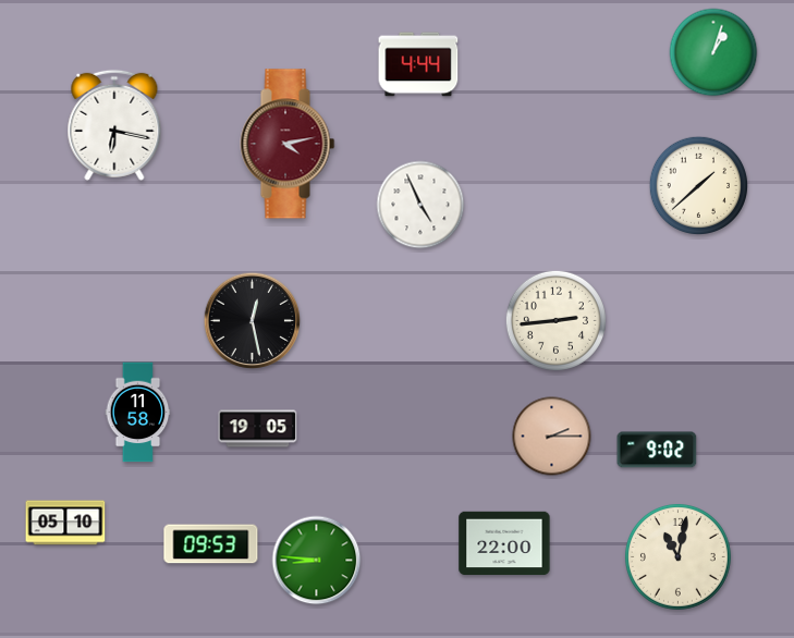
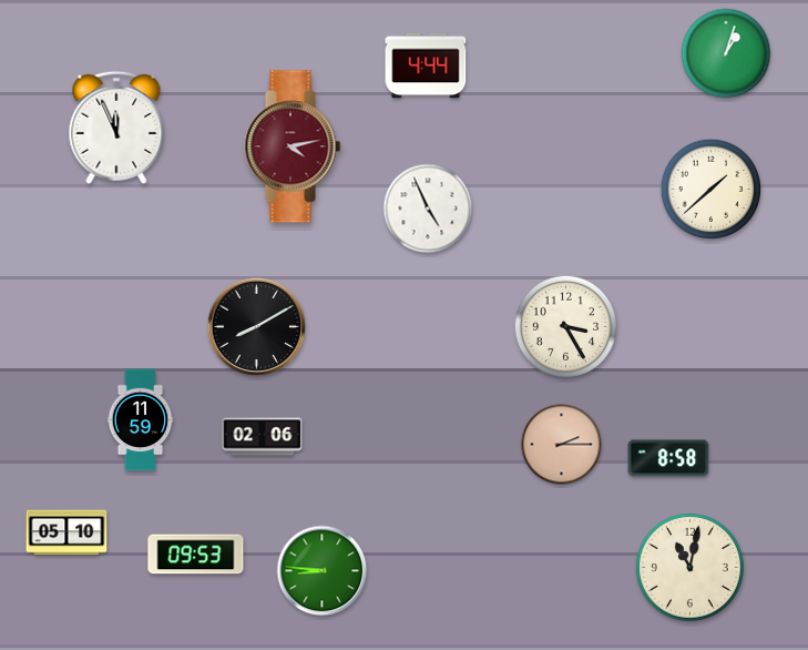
clock at (114, 125): 6:17 -> 11:56
clock at (555, 320): 2:44 -> 3:25
clock at (253, 321): 12:28 -> 8:10
clock at (138, 413): 11:58 -> 11:59
clock at (258, 429): 19:05 -> 02:06
clock at (657, 450): 9:02 -> 8:58
clock at (504, 543): 22:00 -> none
clock at (211, 544) position: (211, 544) -> (196, 555)
